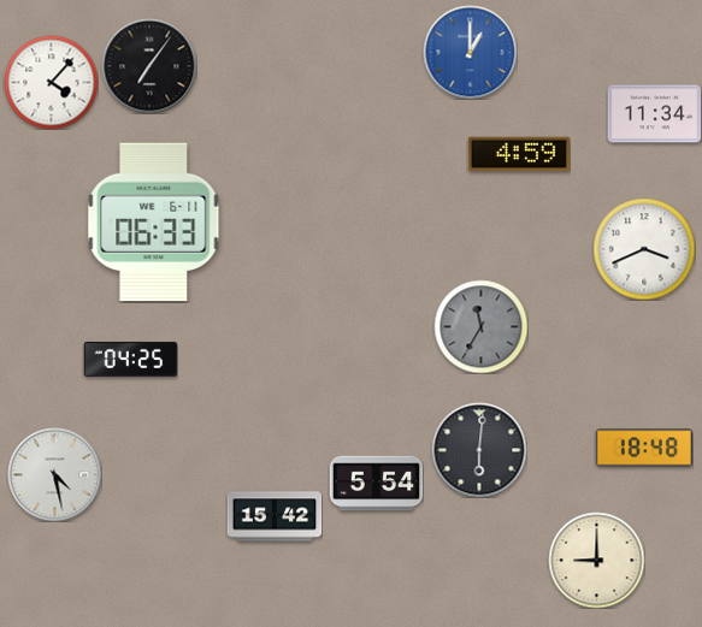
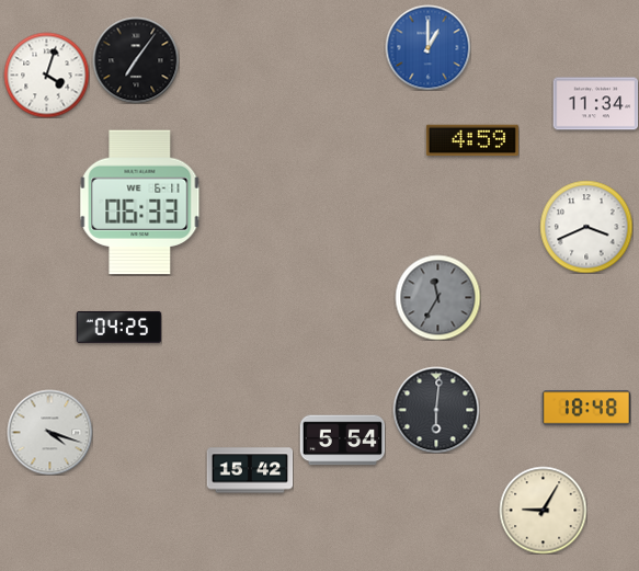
clock at (51, 82): 4:07 -> 4:03
clock at (54, 474): 4:28 -> 4:18
clock at (596, 560): 9:00 -> 9:05
